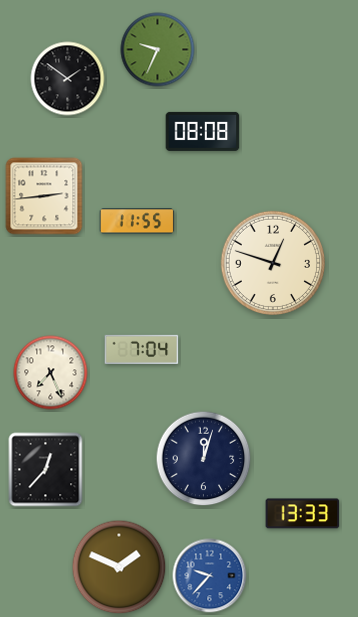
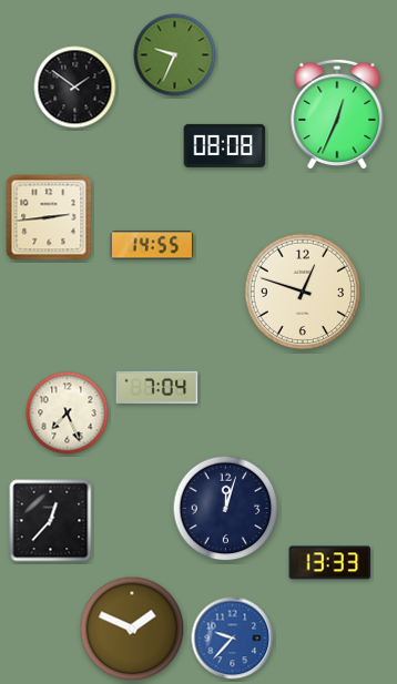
clock at (337, 113): none -> 12:34
clock at (137, 221): 11:55 -> 14:55
clock at (51, 373) position: (51, 373) -> (68, 414)
clock at (303, 514) position: (303, 514) -> (330, 563)
